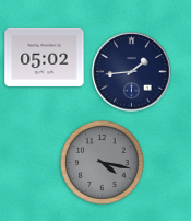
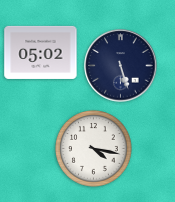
clock at (132, 72): 1:44 -> 5:27
clock at (103, 163) dial: grey -> white
